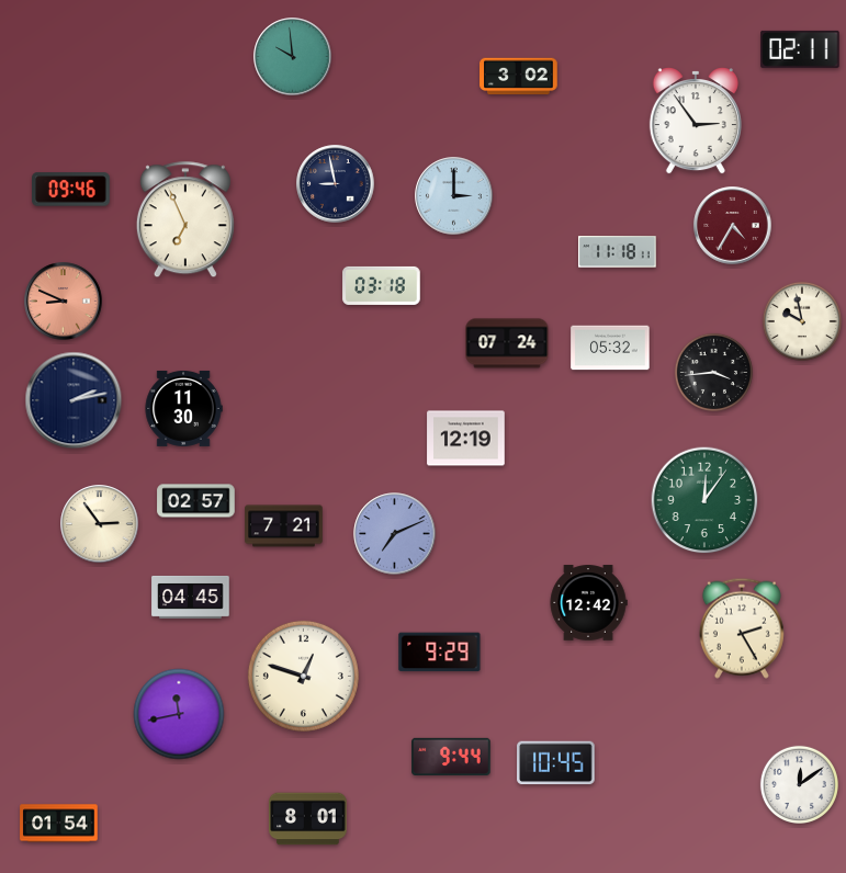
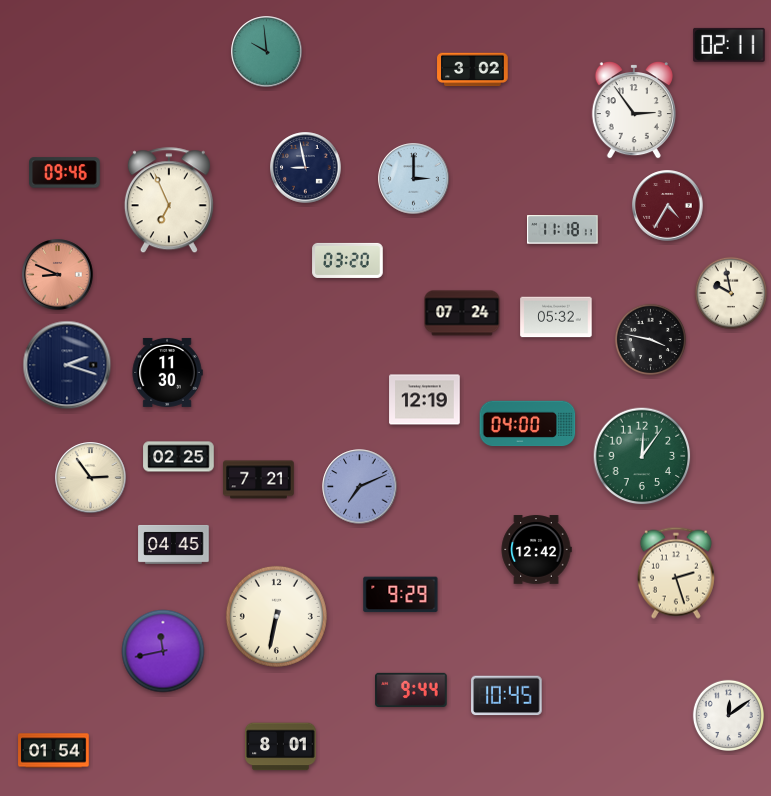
clock at (382, 285): 03:18 -> 03:20
clock at (713, 372): 3:44 -> 3:47
clock at (74, 400): 2:13 -> 2:18
clock at (528, 424): none -> 04:00
clock at (196, 501): 02:57 -> 02:25
clock at (742, 628): 2:25 -> 2:27
clock at (303, 676): 12:48 -> 6:32
